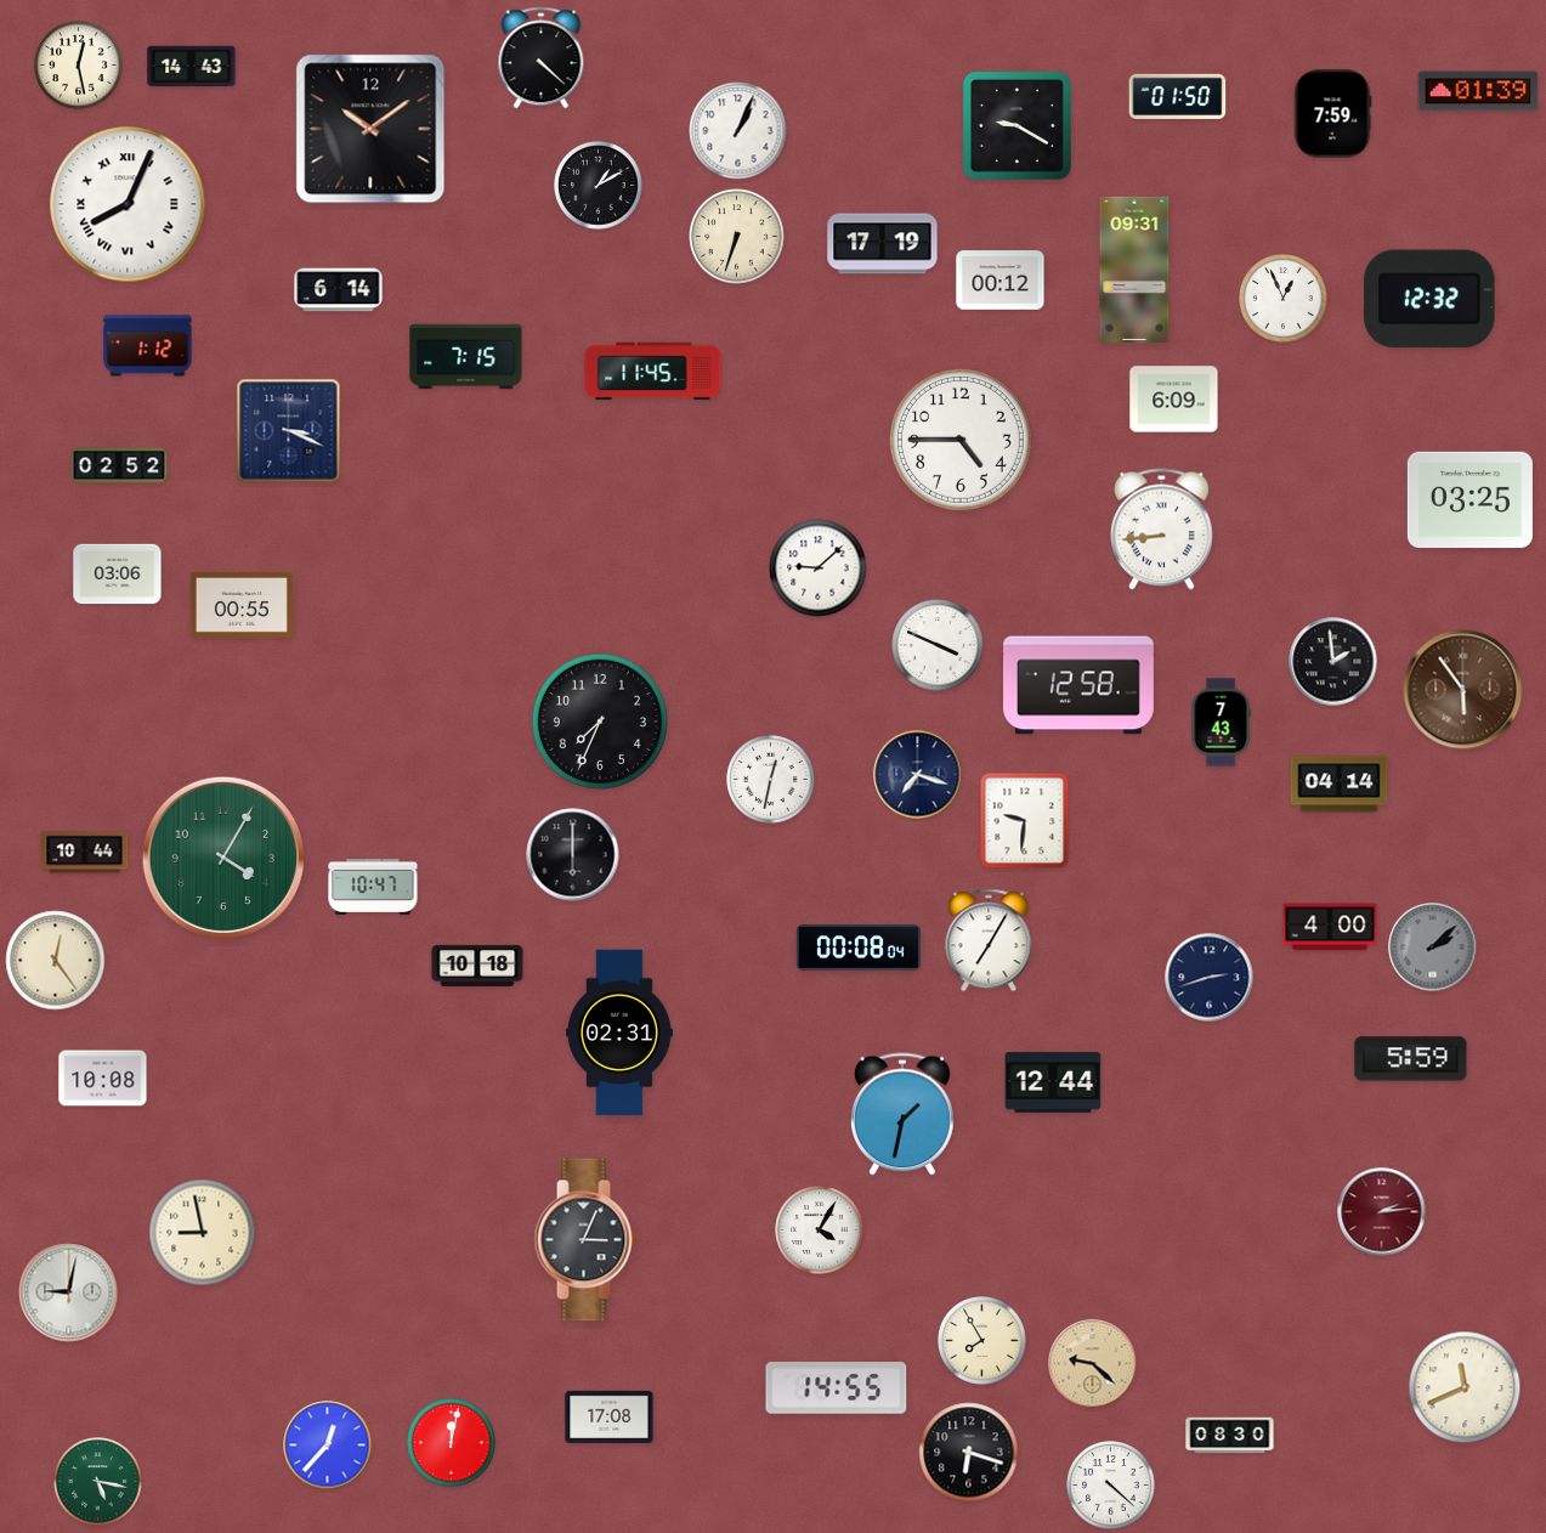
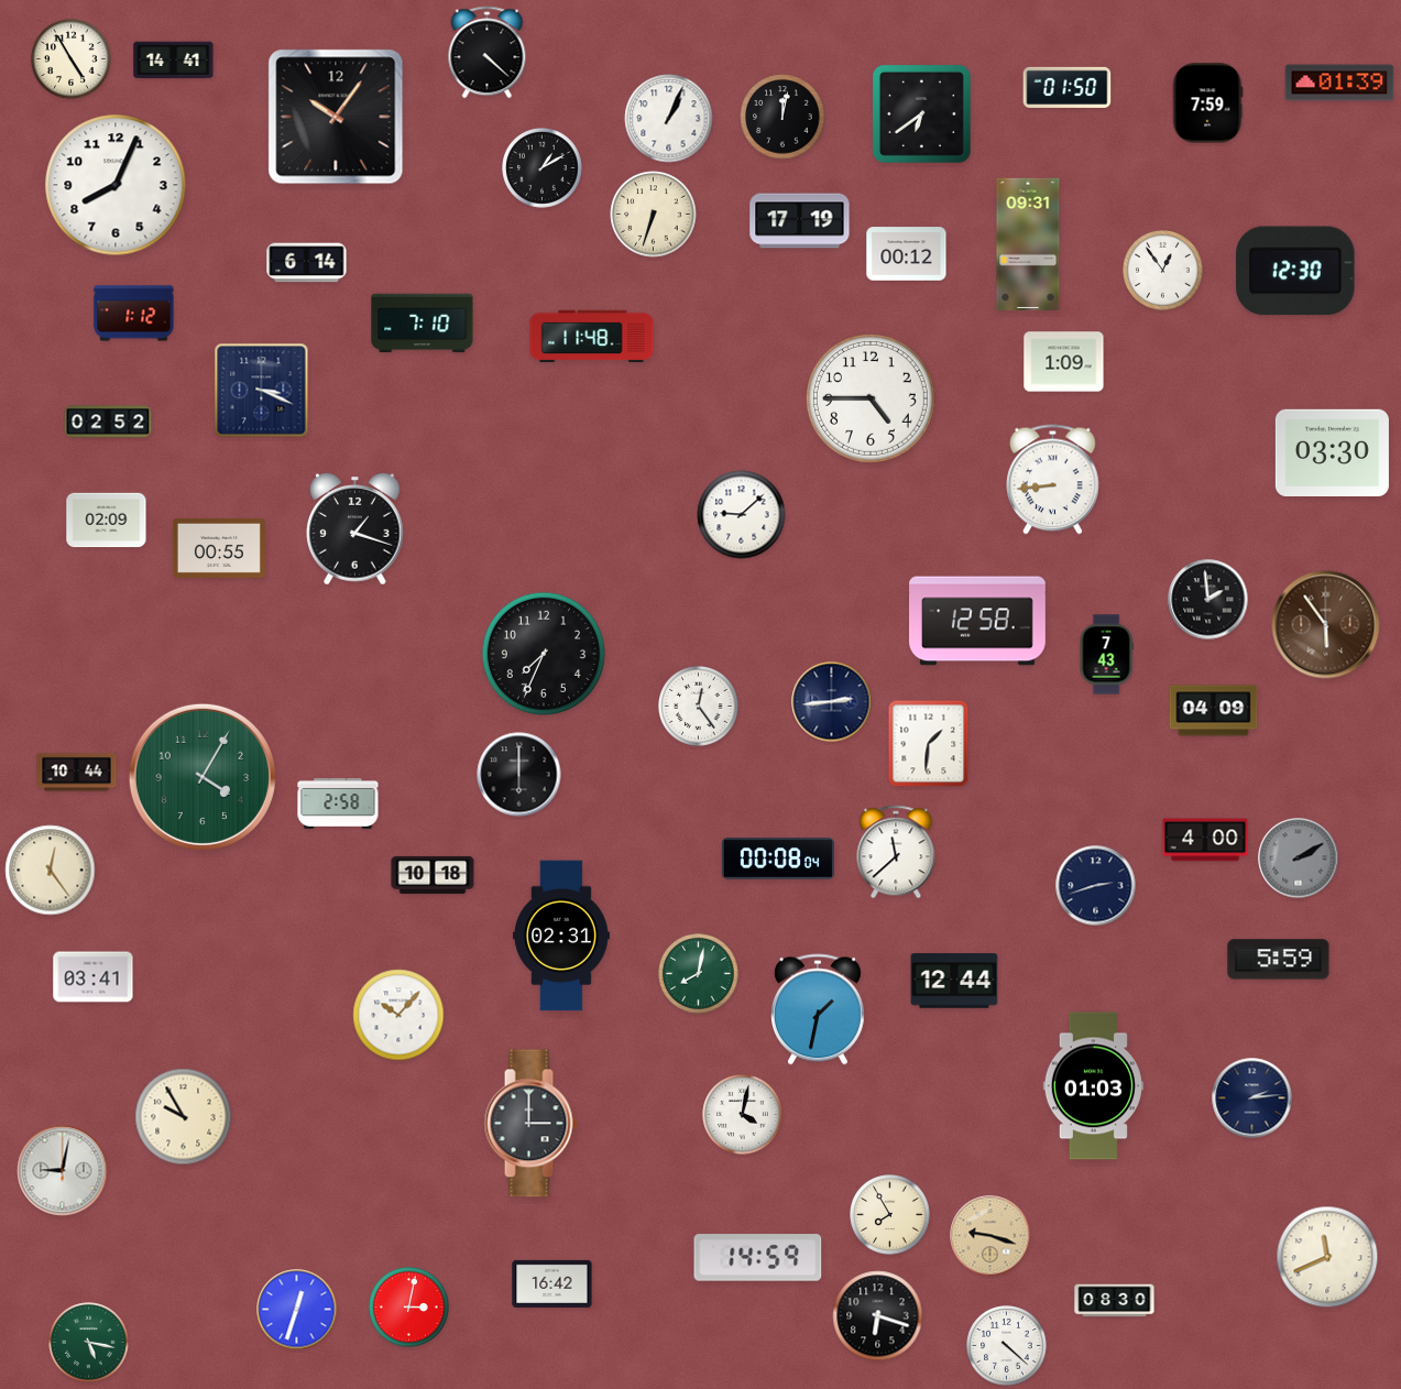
clock at (542, 58) position: (542, 58) -> (488, 53)
clock at (79, 66): 12:28 -> 4:55
clock at (192, 67): 14:43 -> 14:41
clock at (1016, 125): 9:20 -> 6:39
clock at (370, 129): 10:09 -> 10:06
clock at (782, 117): none -> 12:02
clock at (128, 204) numerals: Roman -> Arabic
clock at (737, 237) position: (737, 237) -> (654, 215)
clock at (1284, 299): 12:56 -> 12:54
clock at (1429, 299): 12:32 -> 12:30
clock at (466, 357): 7:15 -> 7:10
clock at (653, 372): 11:45 -> 11:48
clock at (1174, 400): 6:09 -> 1:09
clock at (1469, 499): 03:25 -> 03:30
clock at (118, 575): 03:06 -> 02:09
clock at (355, 529): none -> 1:18
clock at (938, 645): 3:49 -> none
clock at (918, 775): 7:18 -> 2:44
clock at (771, 780): 12:32 -> 12:24
clock at (1340, 785): 04:14 -> 04:09
clock at (1025, 821): 9:31 -> 1:31
clock at (373, 888): 10:47 -> 2:58
clock at (989, 940): 7:05 -> 11:38
clock at (1433, 947): 2:08 -> 2:10
clock at (699, 974): none -> 8:02
clock at (103, 1079): 10:08 -> 03:41
clock at (398, 1015): none -> 10:07
clock at (1093, 1086): none -> 01:03
clock at (1382, 1212) dial: burgundy -> navy
clock at (820, 1231): 4:05 -> 4:02
clock at (203, 1233): 8:58 -> 9:55
clock at (585, 1240): 3:04 -> 3:00
clock at (1093, 1364): 9:22 -> 9:18
clock at (837, 1388): 14:55 -> 14:59
clock at (610, 1416): 17:08 -> 16:42
clock at (452, 1443): 12:02 -> 3:02
clock at (328, 1446): 12:37 -> 12:33
